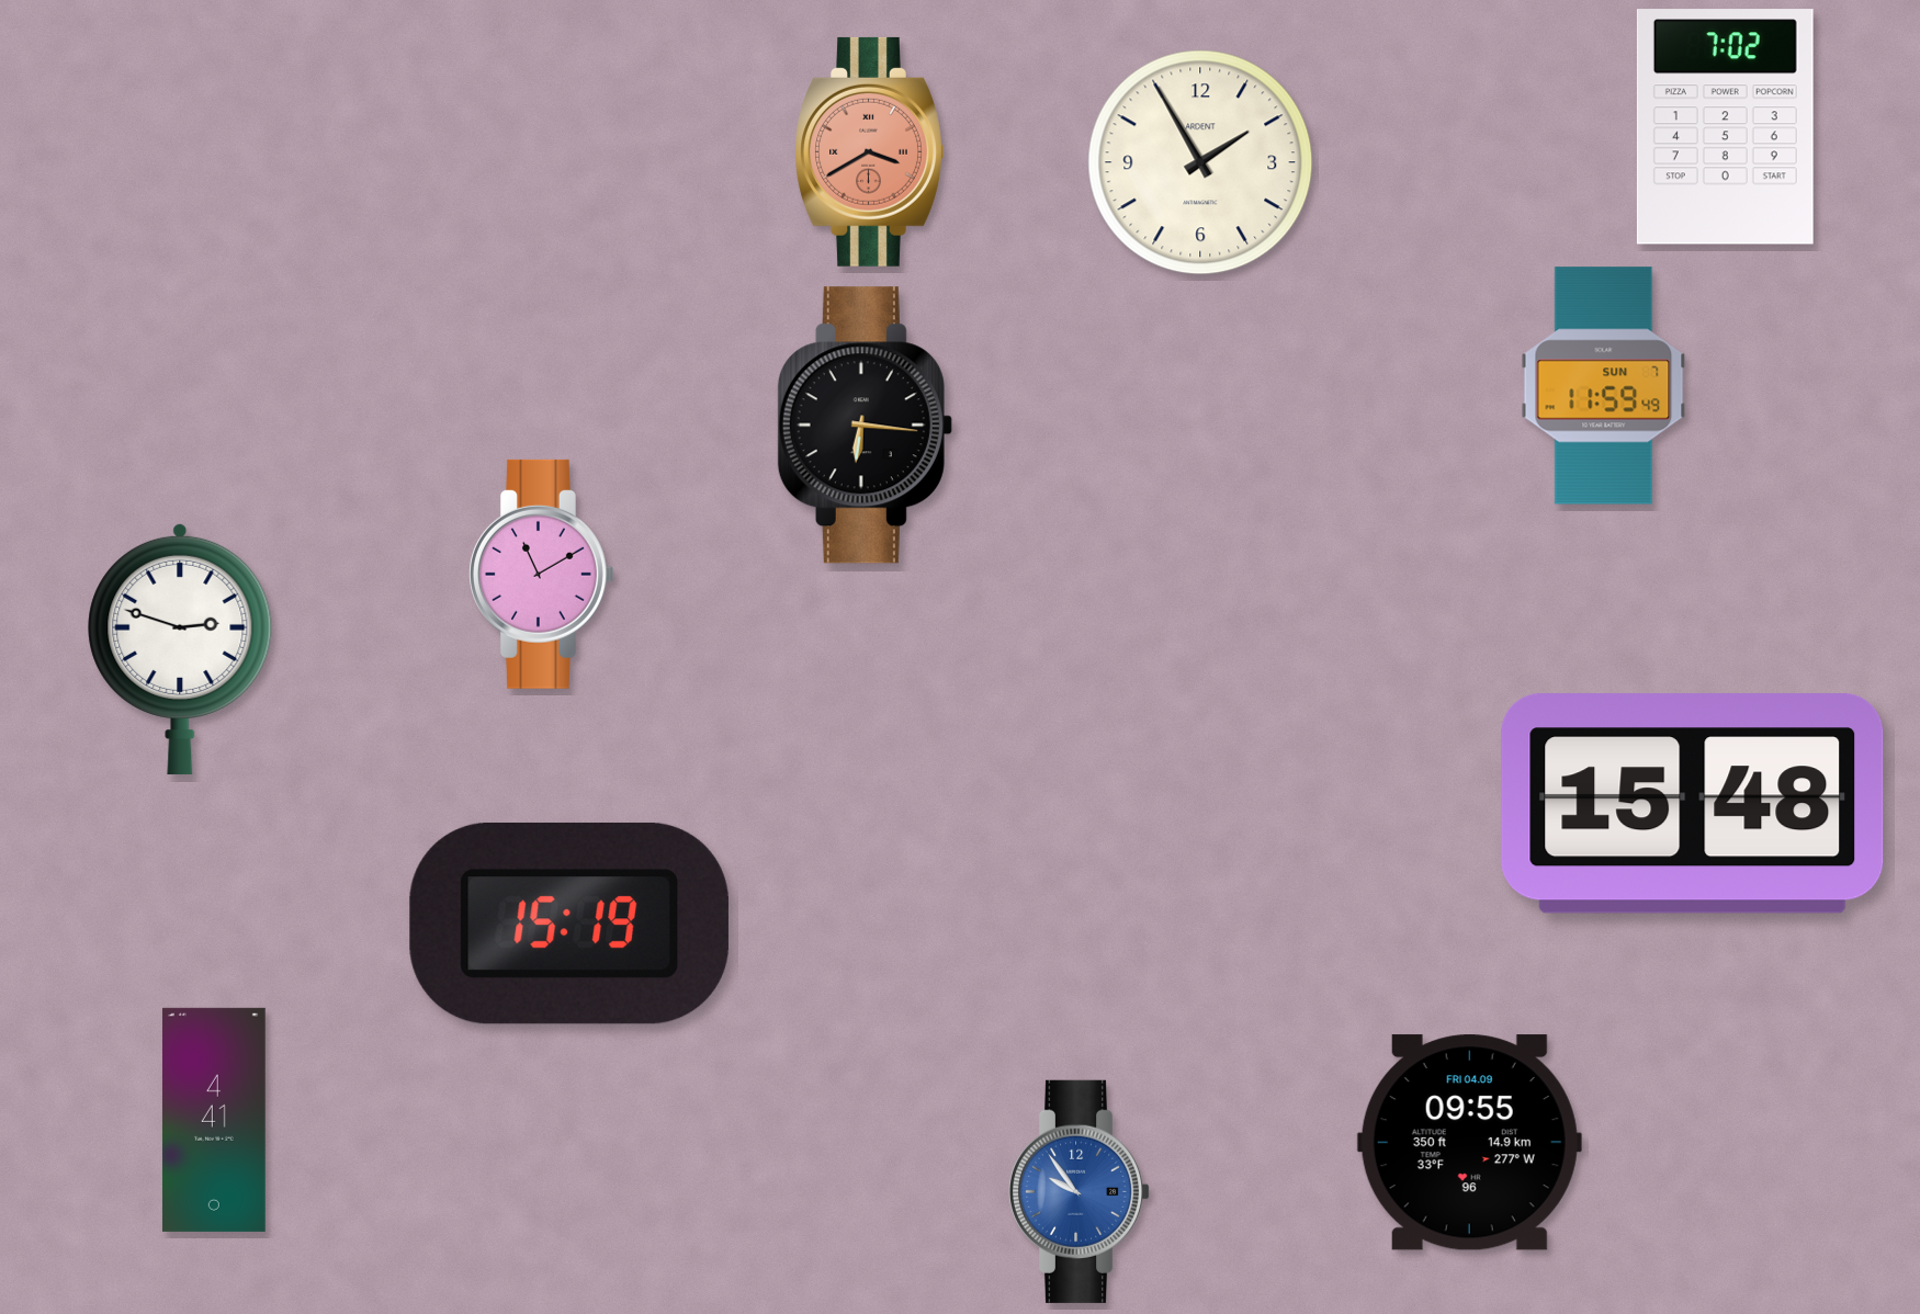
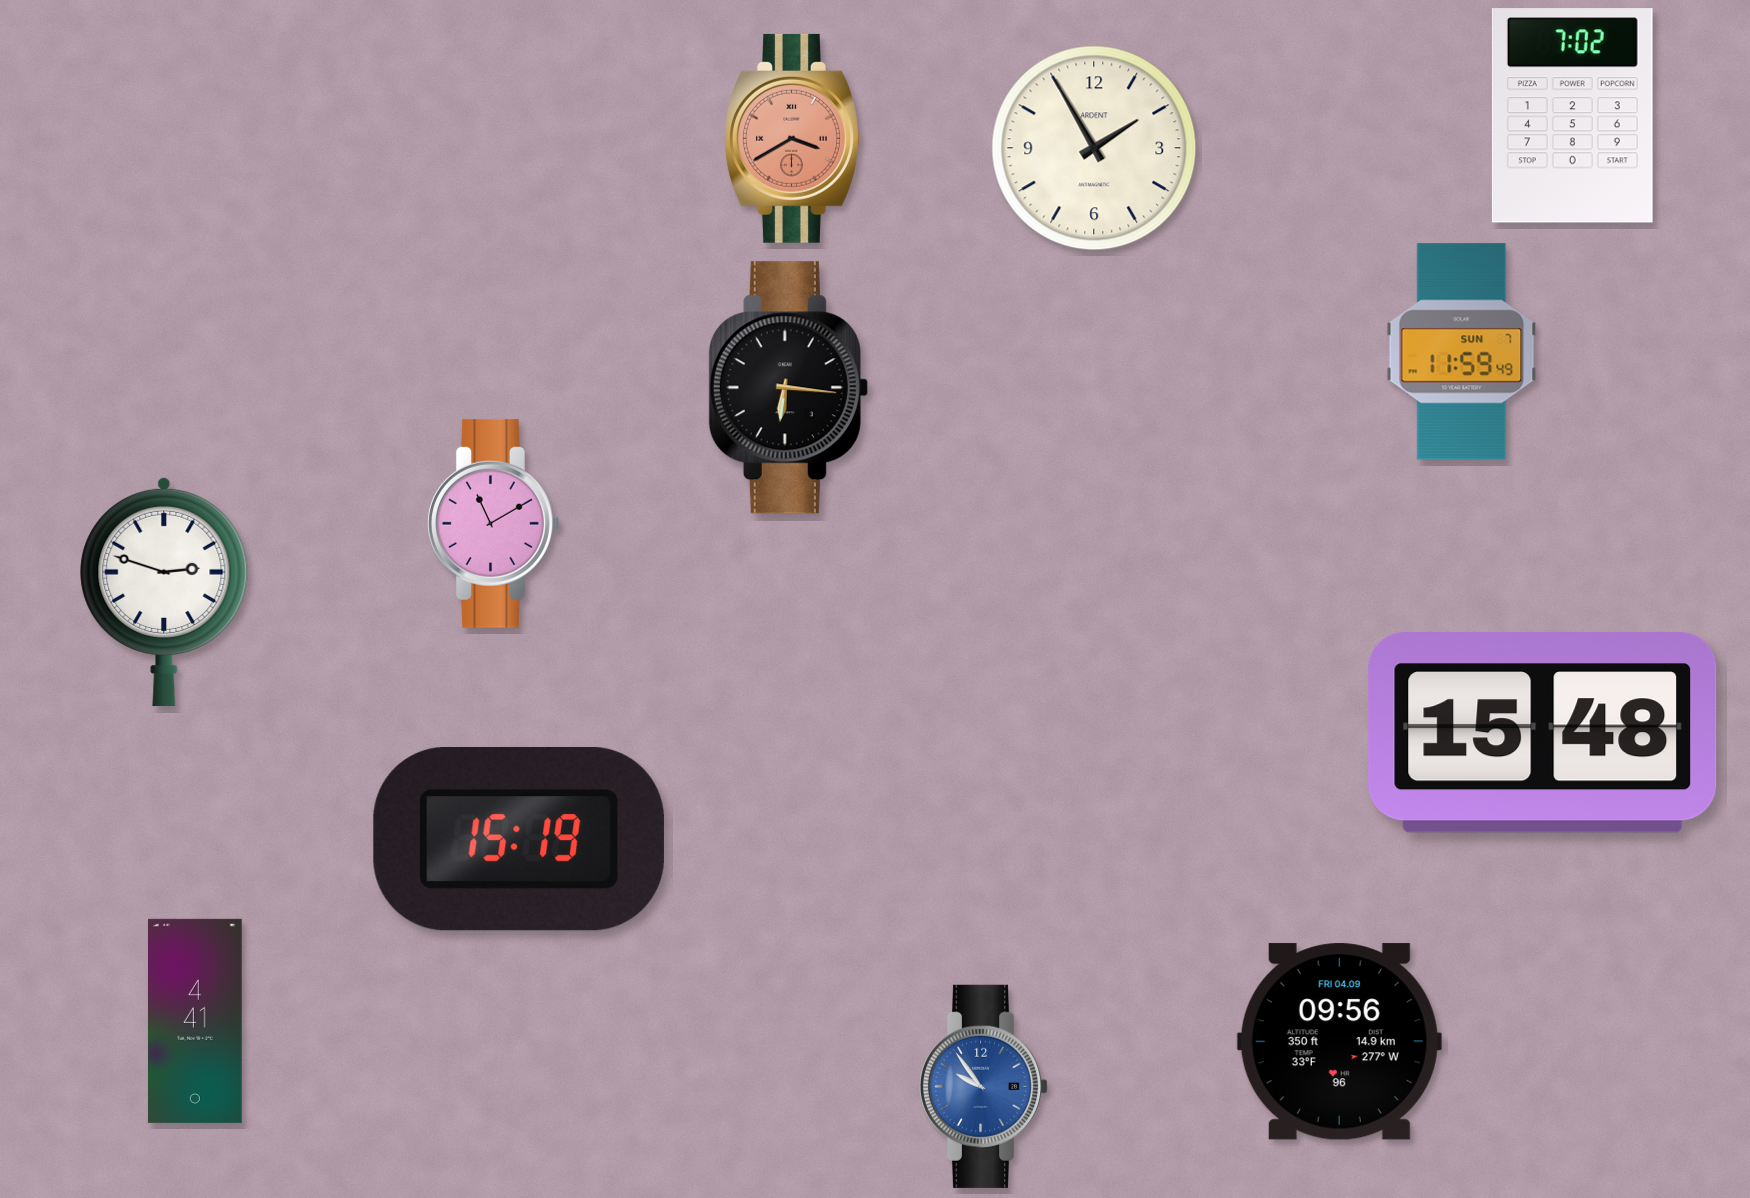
clock at (569, 924) position: (569, 924) -> (519, 839)
clock at (1469, 1143): 09:55 -> 09:56
